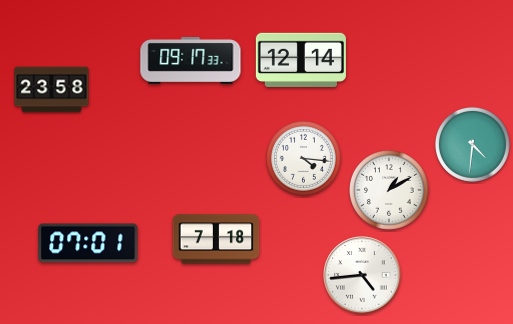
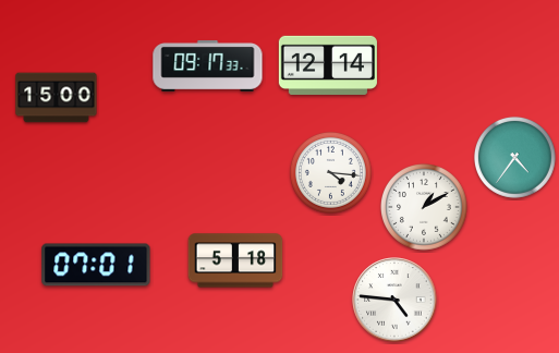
clock at (52, 90): 23:58 -> 15:00
clock at (472, 144): 4:31 -> 4:36
clock at (216, 239): 7:18 -> 5:18
clock at (362, 275): 4:44 -> 4:46
